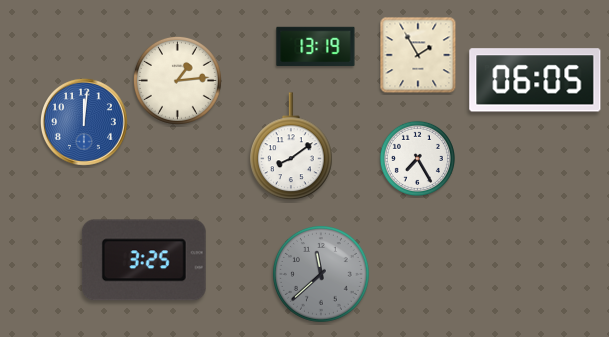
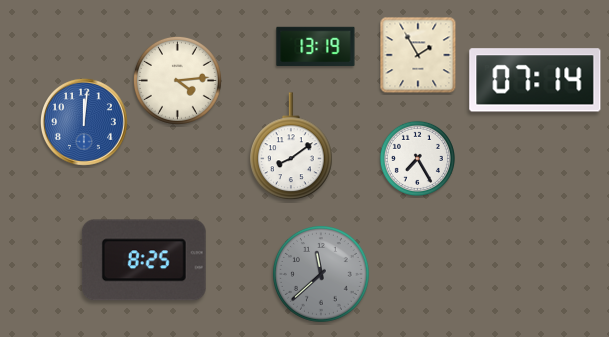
clock at (177, 80): 1:14 -> 4:14
clock at (535, 80): 06:05 -> 07:14
clock at (144, 260): 3:25 -> 8:25
